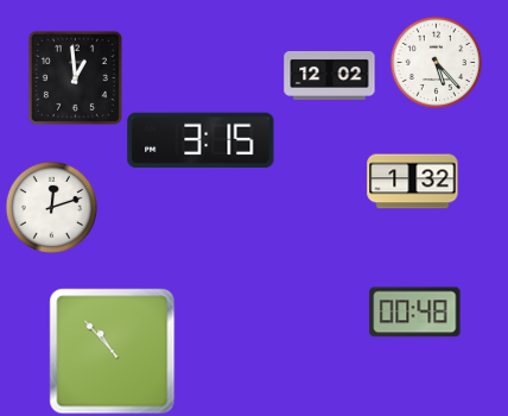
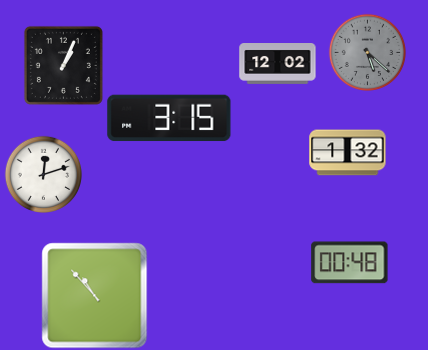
clock at (436, 62): 5:23 -> 5:22
clock at (436, 62) dial: white -> grey
clock at (75, 77): 12:59 -> 1:04
